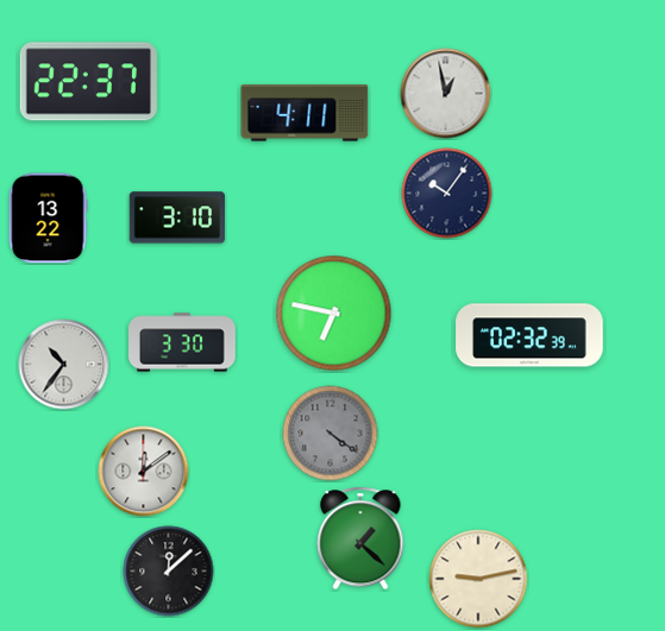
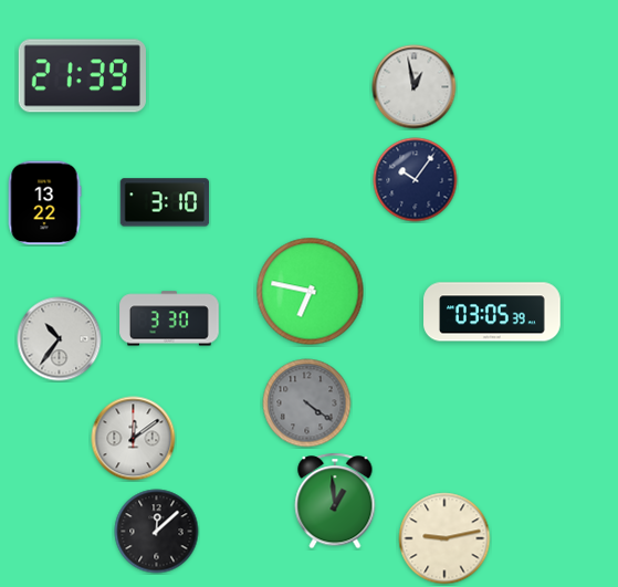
clock at (88, 82): 22:37 -> 21:39
clock at (305, 113): 4:11 -> none
clock at (529, 335): 02:32 -> 03:05
clock at (360, 538): 1:22 -> 12:59
